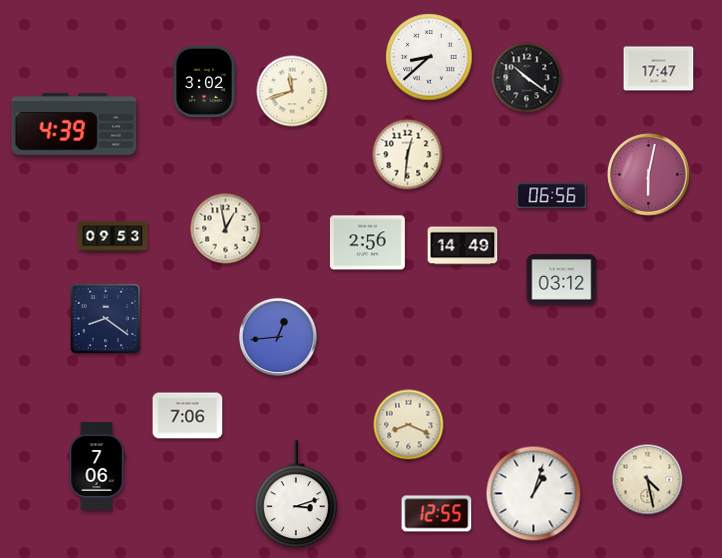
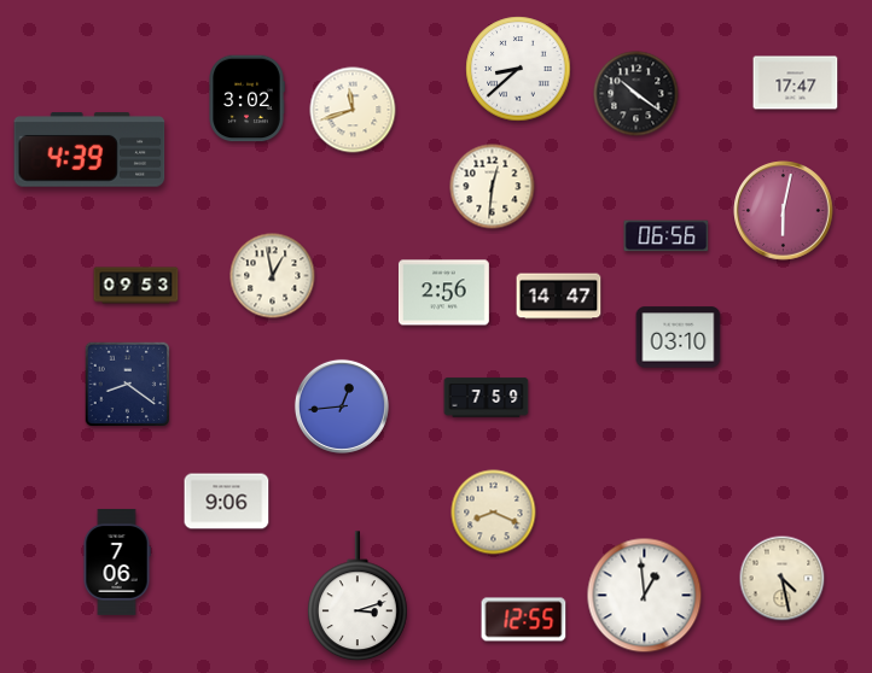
clock at (463, 246): 14:49 -> 14:47
clock at (562, 280): 03:12 -> 03:10
clock at (487, 398): none -> 7:59
clock at (278, 337) position: (278, 337) -> (342, 406)
clock at (188, 416): 7:06 -> 9:06
clock at (534, 494): 1:03 -> 12:59
clock at (437, 514) position: (437, 514) -> (524, 620)
